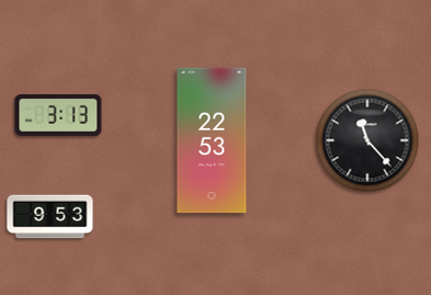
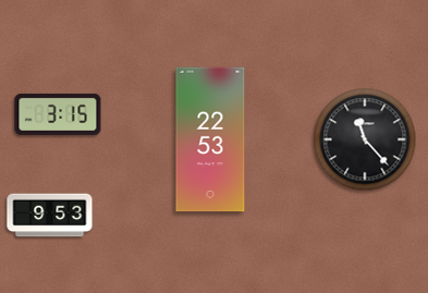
clock at (58, 115): 3:13 -> 3:15
